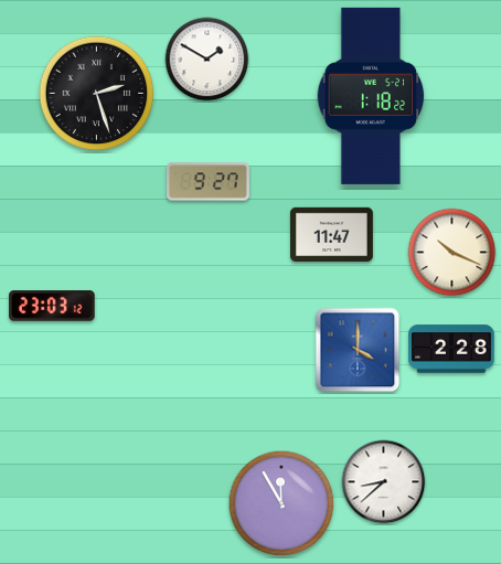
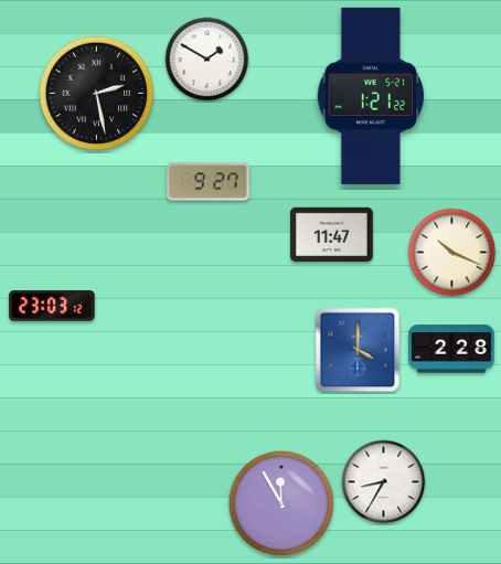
clock at (97, 94): 2:27 -> 2:28
clock at (371, 96): 1:18 -> 1:21
clock at (384, 482): 8:38 -> 8:35
